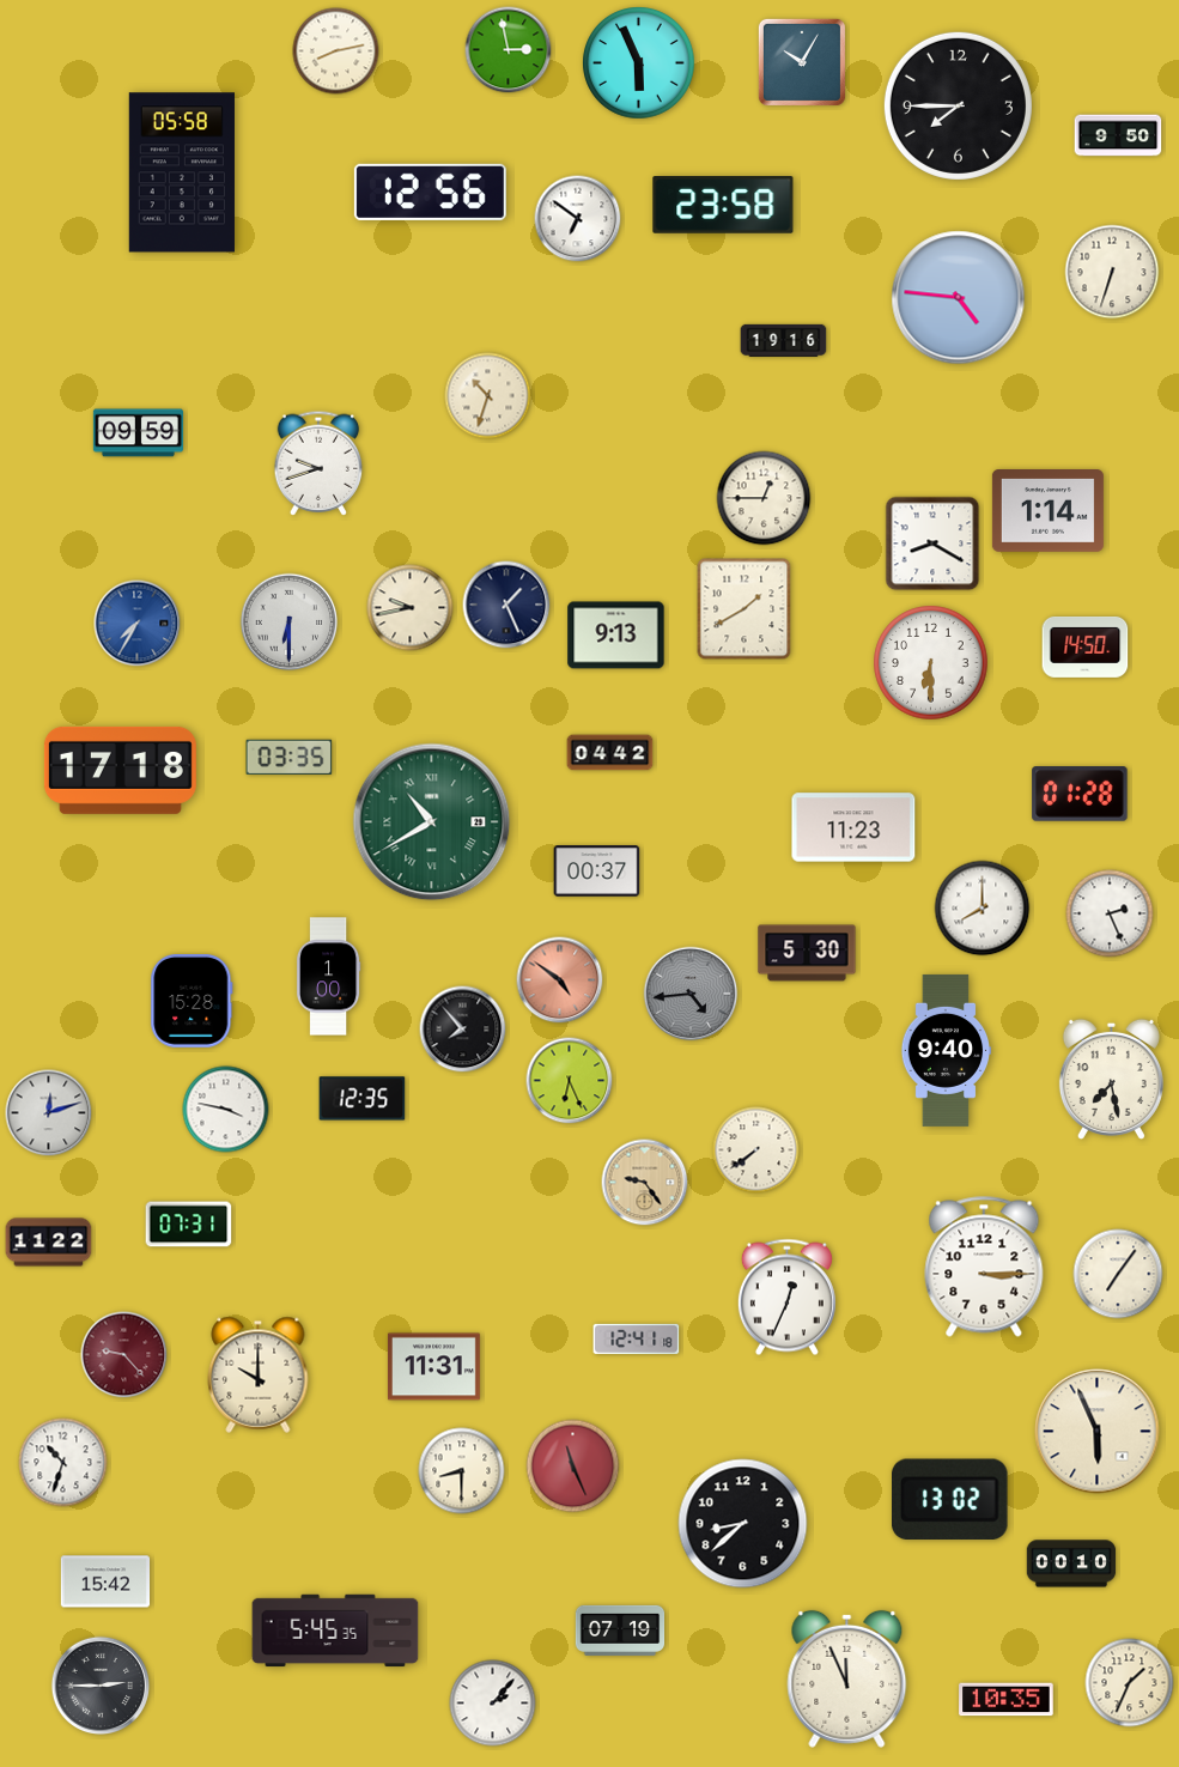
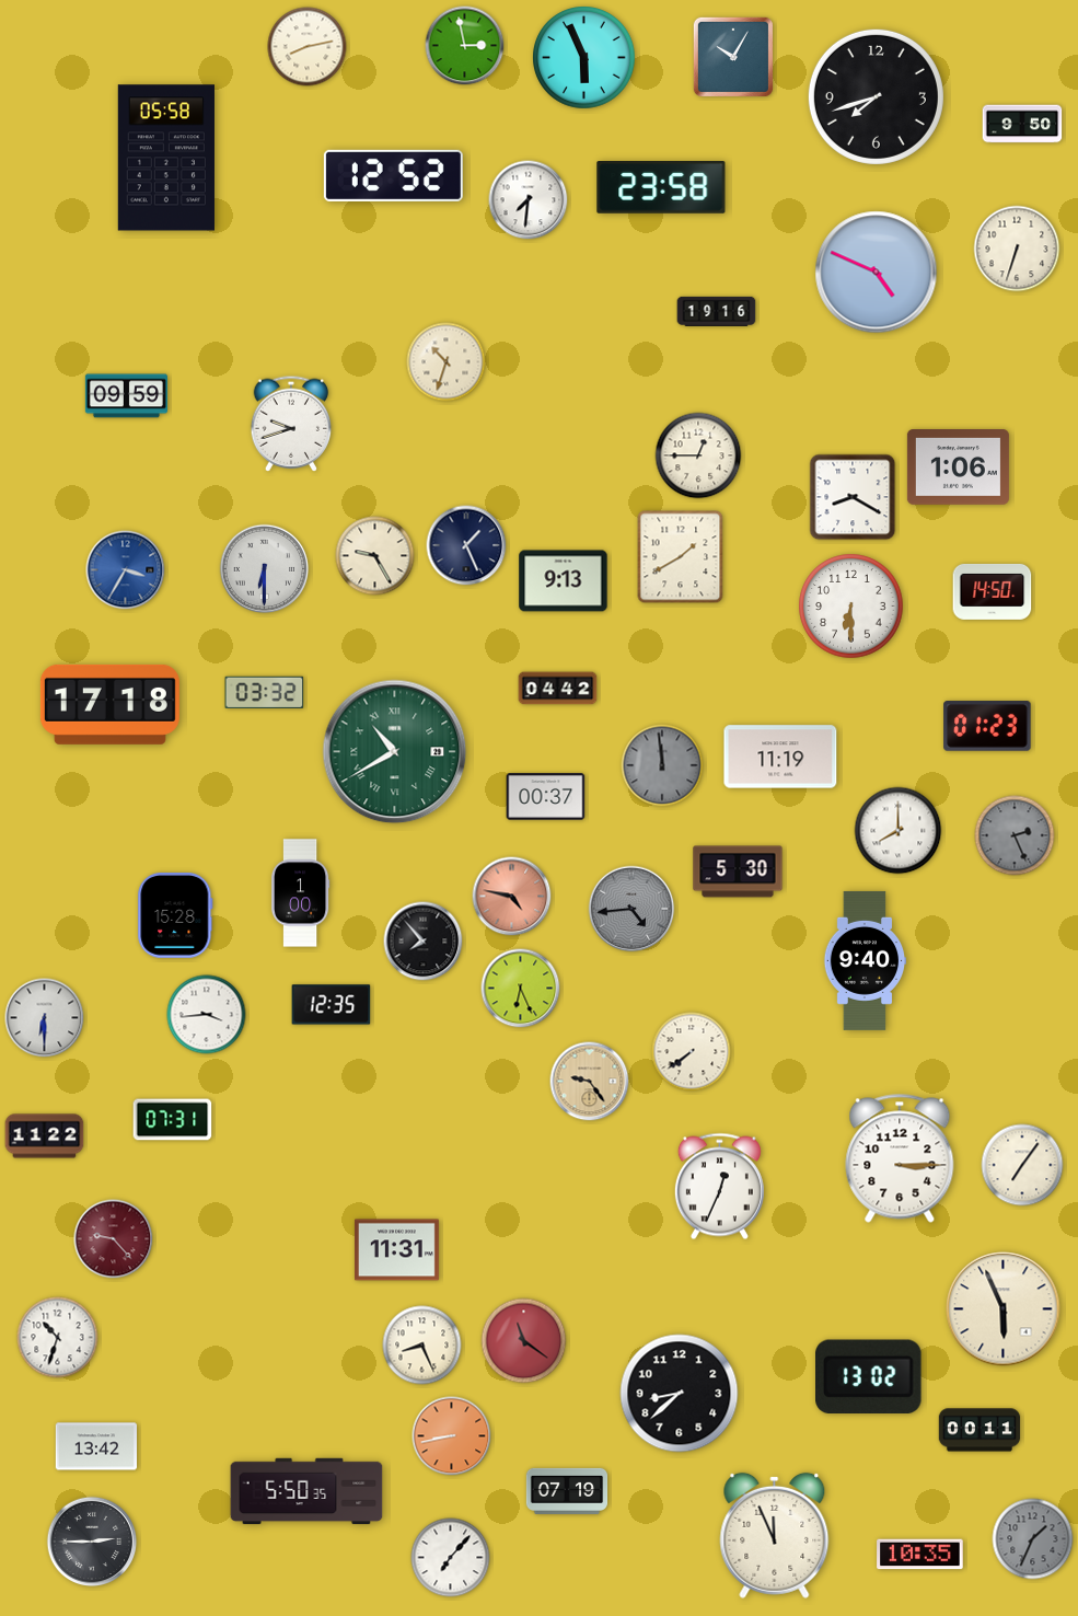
clock at (958, 105): 7:45 -> 7:42
clock at (430, 192): 12:56 -> 12:52
clock at (578, 219): 6:51 -> 7:31
clock at (959, 298): 4:46 -> 4:49
clock at (1047, 511): 1:14 -> 1:06
clock at (506, 605) position: (506, 605) -> (466, 545)
clock at (411, 608): 9:43 -> 9:25
clock at (138, 624): 7:35 -> 3:35
clock at (290, 757): 03:35 -> 03:32
clock at (1080, 794): 01:28 -> 01:23
clock at (853, 827): 11:23 -> 11:19
clock at (662, 765): none -> 11:59
clock at (1110, 913) dial: white -> grey
clock at (560, 980): 4:51 -> 4:47
clock at (1111, 1079): 7:28 -> none
clock at (226, 1110): 3:47 -> 3:44
clock at (49, 1113): 12:12 -> 6:30
clock at (637, 1338): 12:41 -> none
clock at (259, 1374): 10:00 -> none
clock at (573, 1467): 11:26 -> 11:21
clock at (462, 1471): 8:30 -> 8:26
clock at (950, 1499) position: (950, 1499) -> (869, 1376)
clock at (1071, 1563): 00:10 -> 00:11
clock at (452, 1436): none -> 8:43
clock at (105, 1581): 15:42 -> 13:42
clock at (335, 1631): 5:45 -> 5:50
clock at (1130, 1683) dial: cream -> grey
clock at (493, 1704): 2:07 -> 7:07
